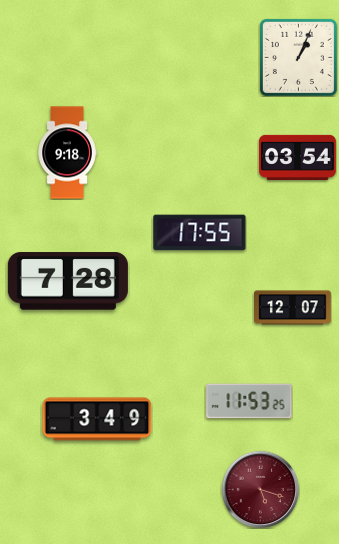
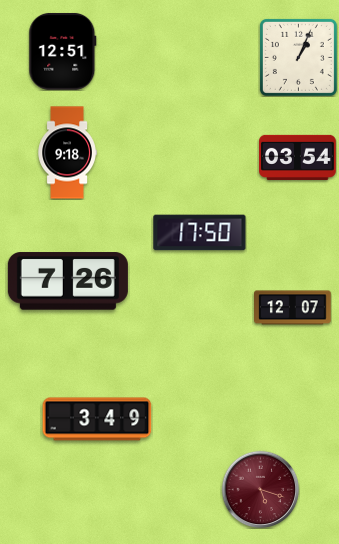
clock at (63, 51): none -> 12:51
clock at (200, 233): 17:55 -> 17:50
clock at (68, 281): 7:28 -> 7:26
clock at (249, 401): 11:53 -> none
